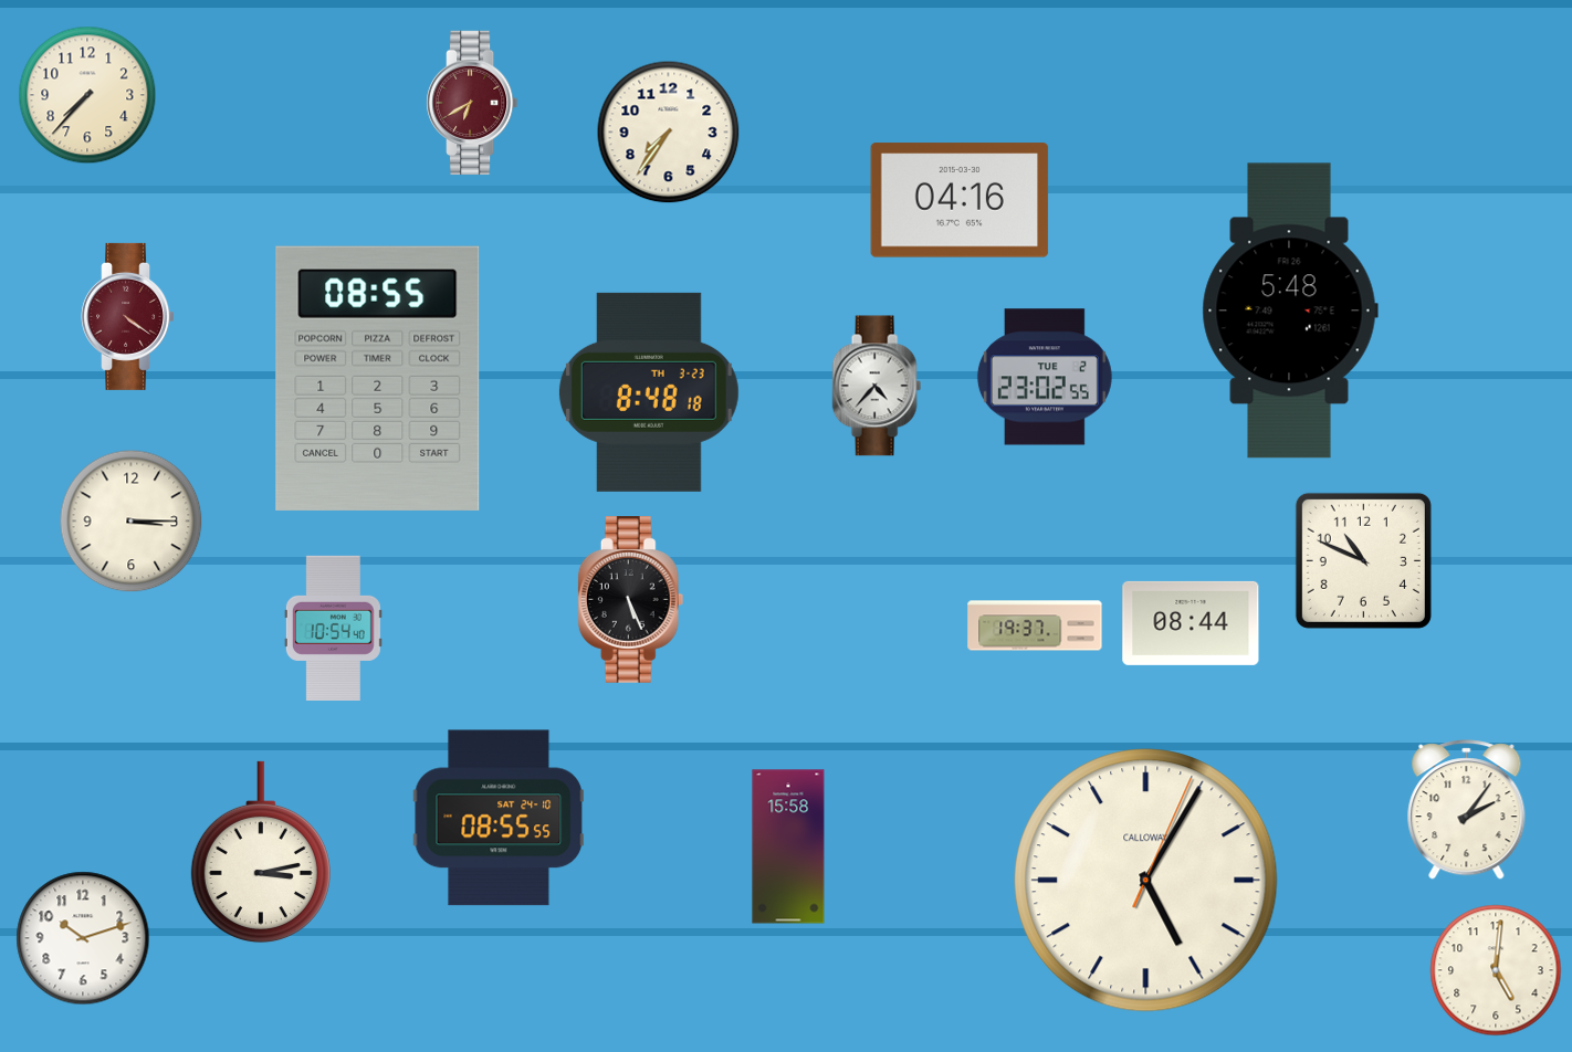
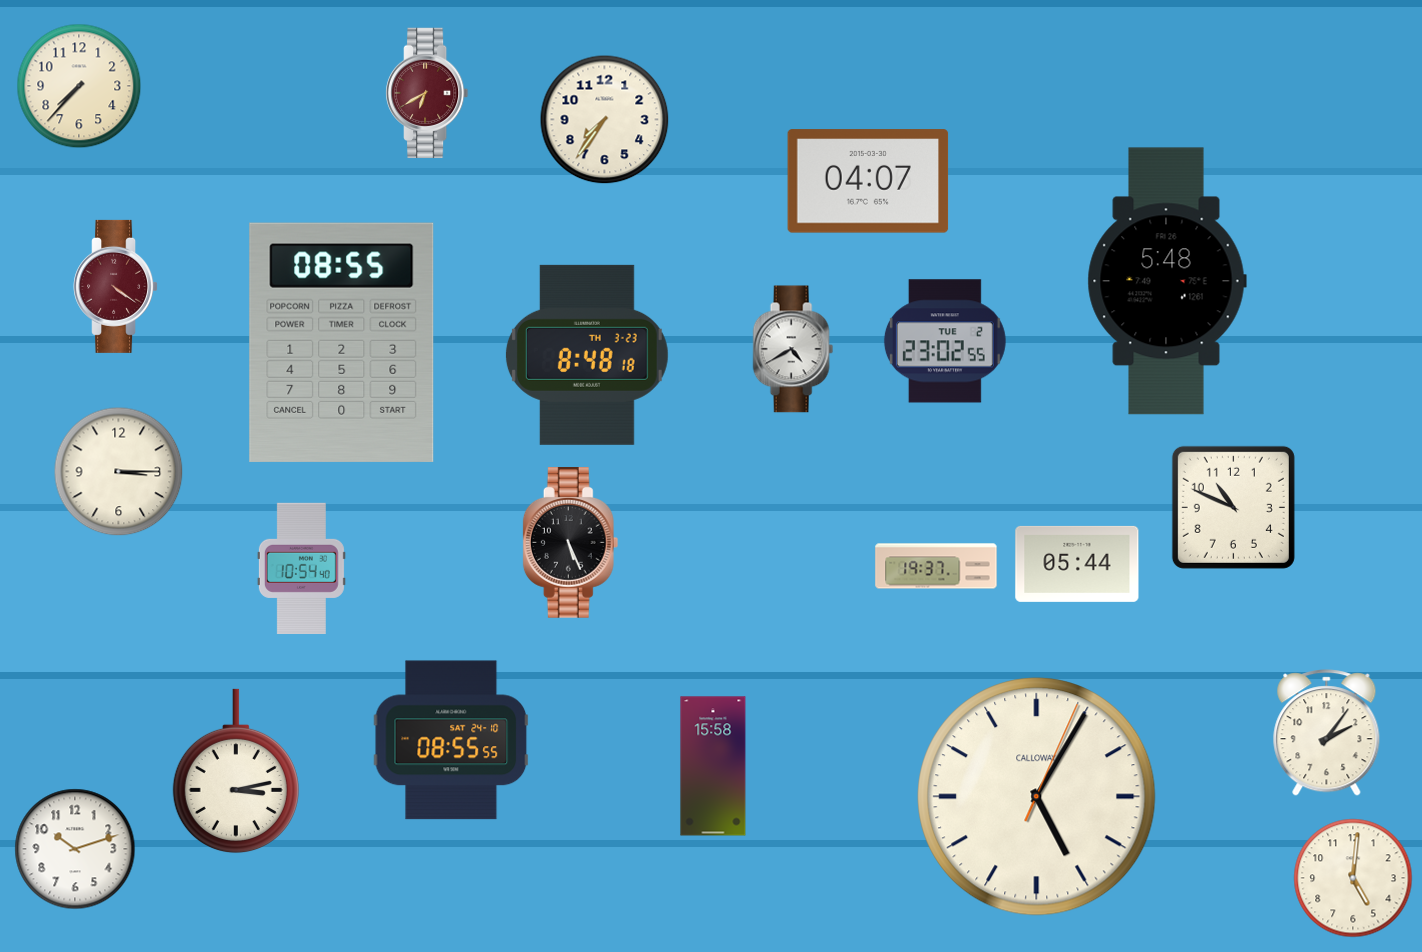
clock at (960, 200): 04:16 -> 04:07
clock at (877, 386): 4:37 -> 4:40
clock at (1191, 623): 08:44 -> 05:44
